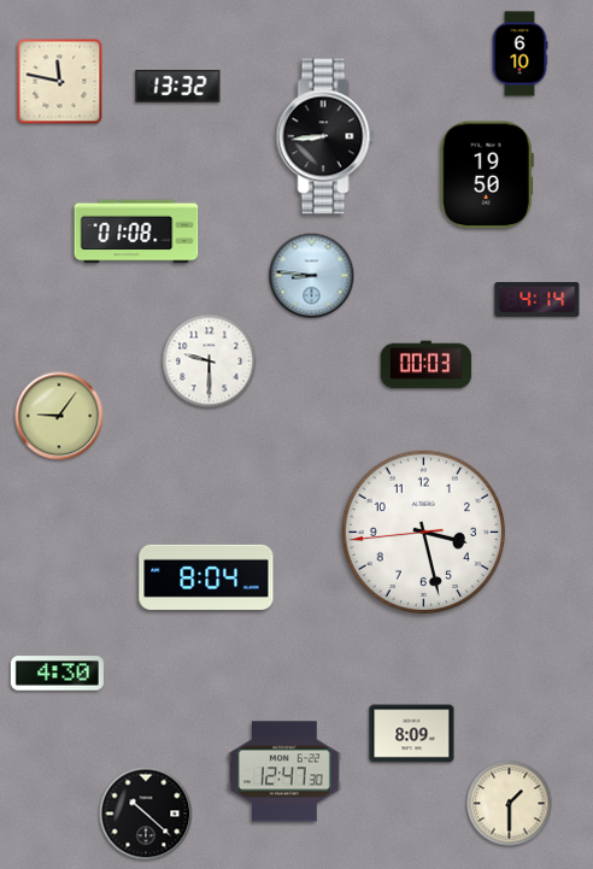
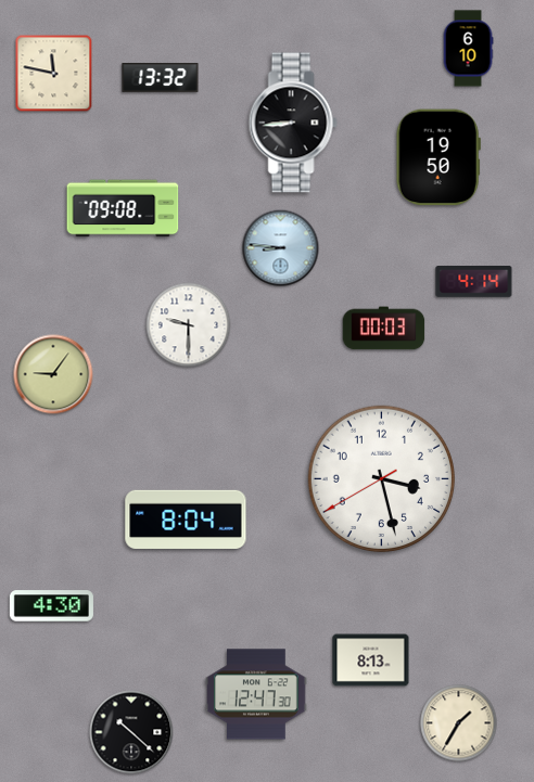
clock at (136, 231): 01:08 -> 09:08
clock at (538, 300) position: (538, 300) -> (474, 282)
clock at (424, 533): 3:27:44 -> 3:27:40
clock at (412, 734): 8:09 -> 8:13
clock at (510, 804): 1:30 -> 1:35
